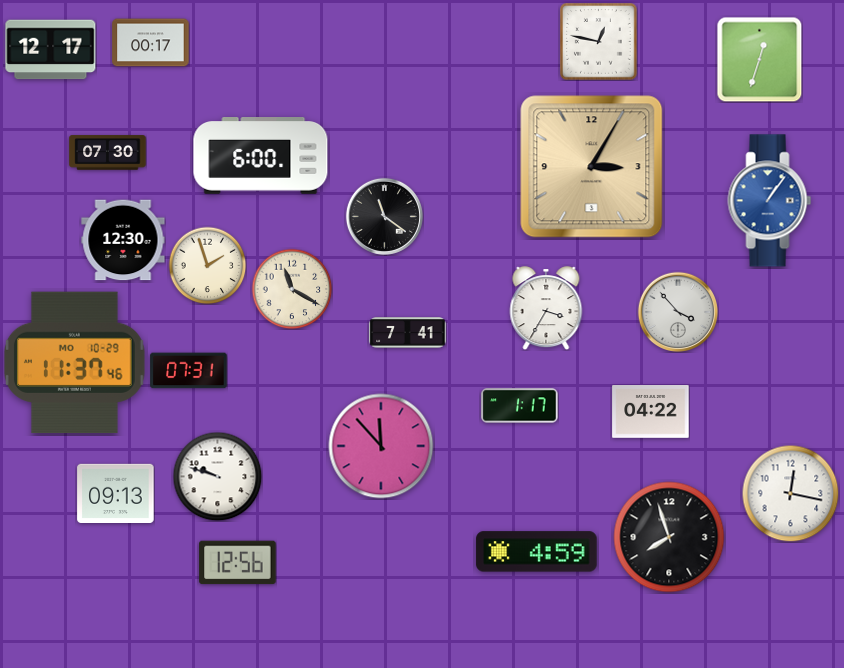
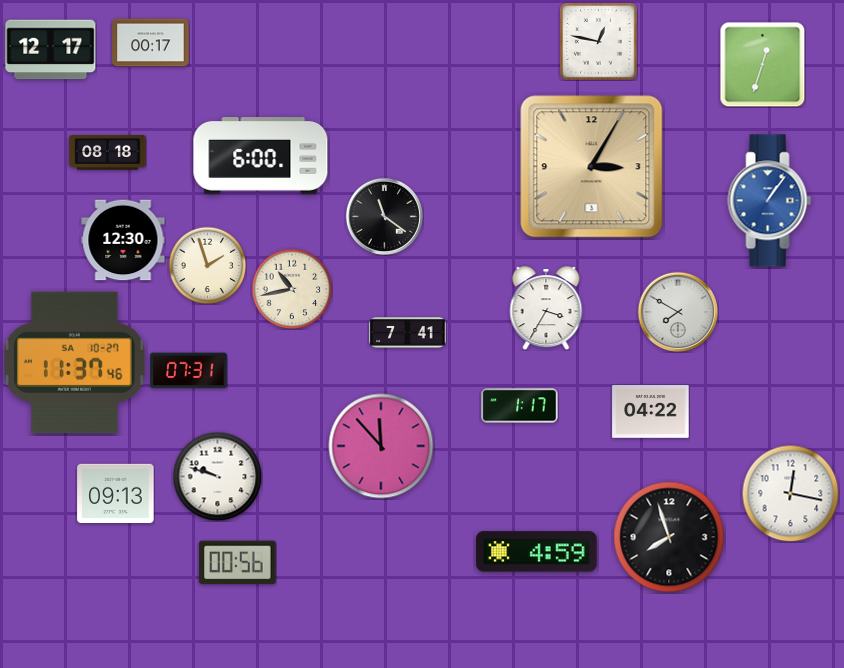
clock at (759, 59) position: (759, 59) -> (762, 64)
clock at (108, 153): 07:30 -> 08:18
clock at (292, 289): 11:20 -> 10:43
clock at (677, 311): 3:53 -> 7:50
clock at (74, 363) date: MO 10-29 -> SA 10-27
clock at (238, 563): 12:56 -> 00:56
